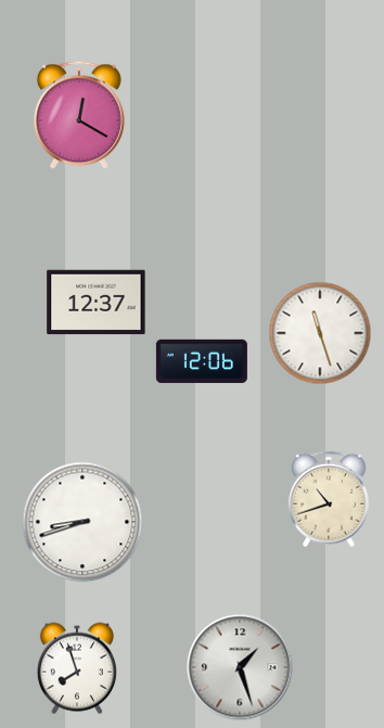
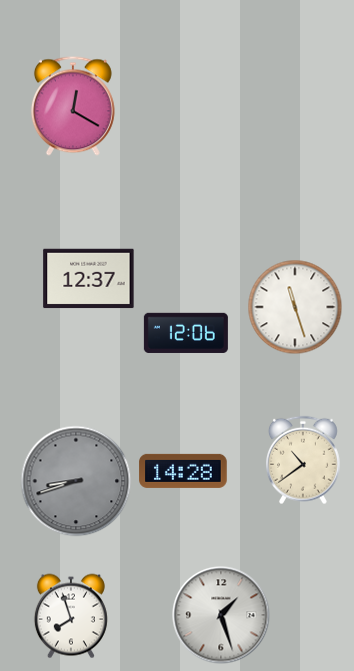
clock at (330, 499): 10:42 -> 10:39
clock at (183, 471): none -> 14:28
clock at (82, 522) dial: white -> grey
